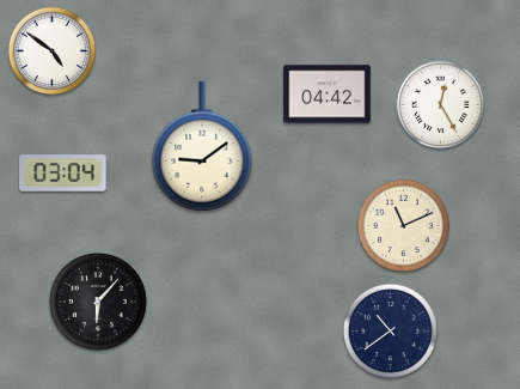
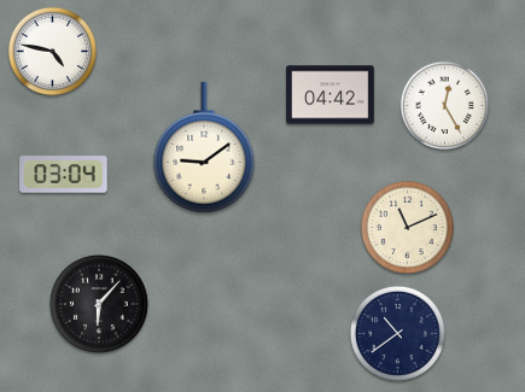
clock at (53, 51): 4:51 -> 4:47
clock at (390, 330) position: (390, 330) -> (397, 333)
